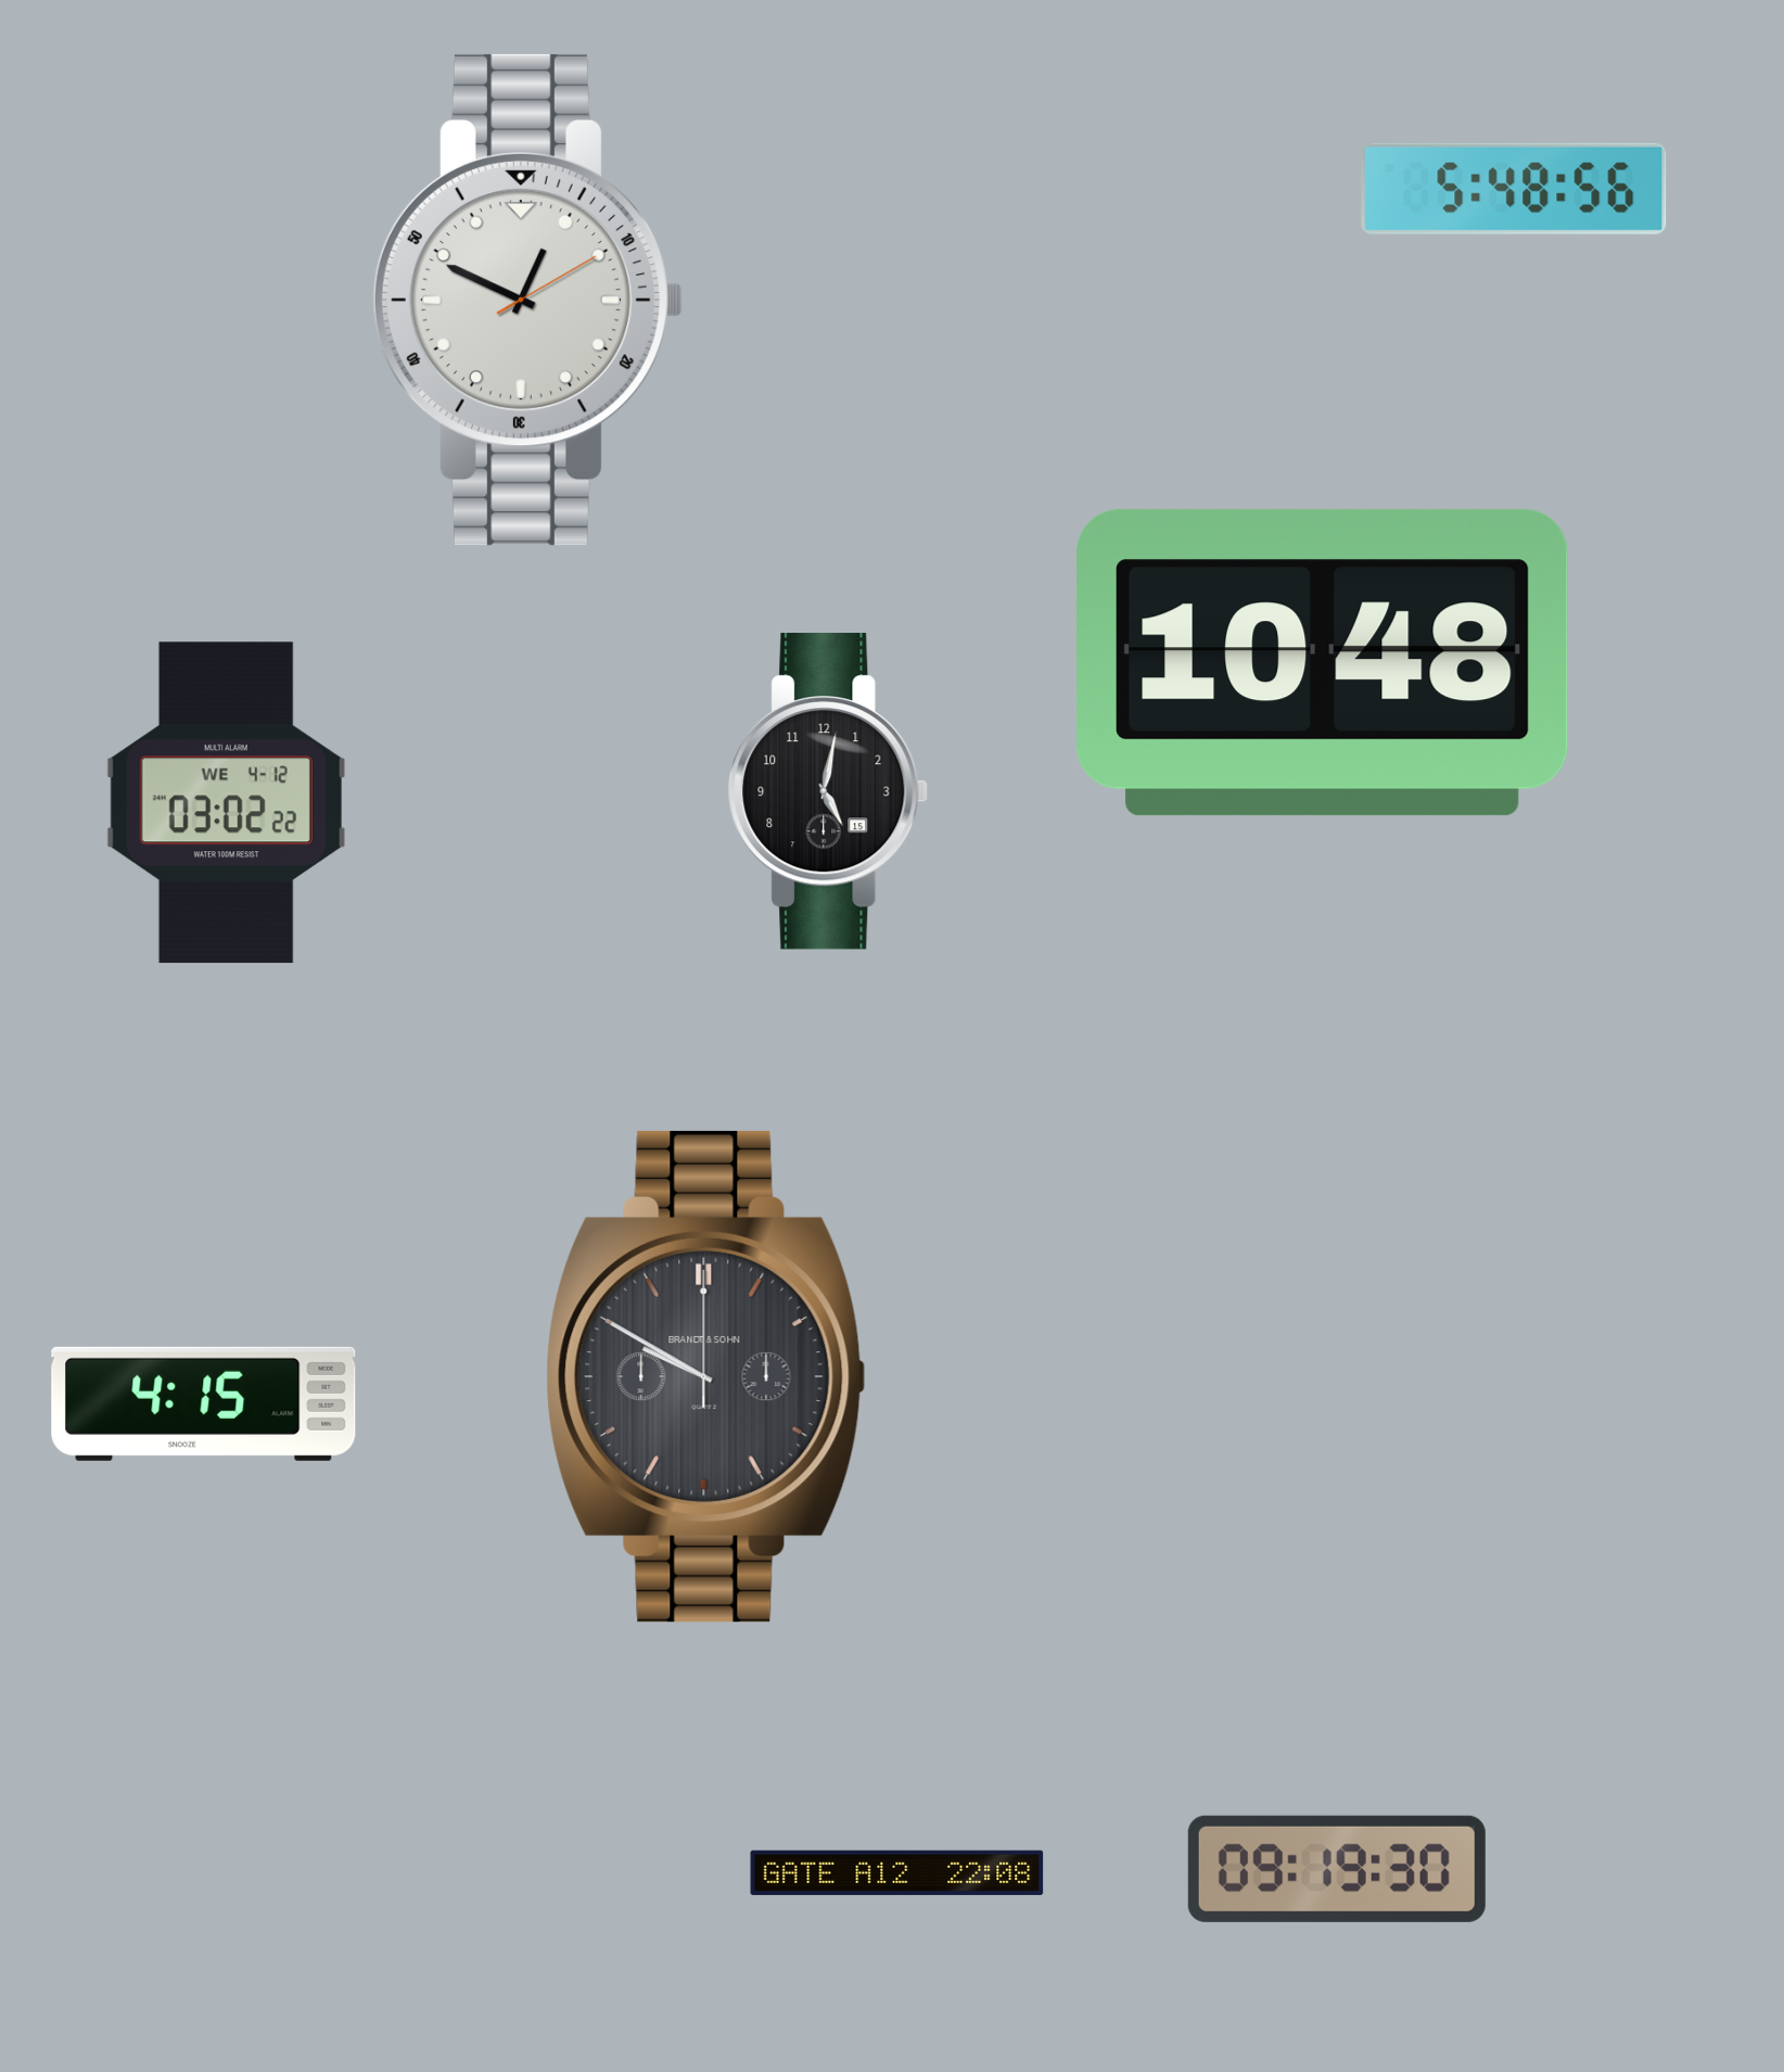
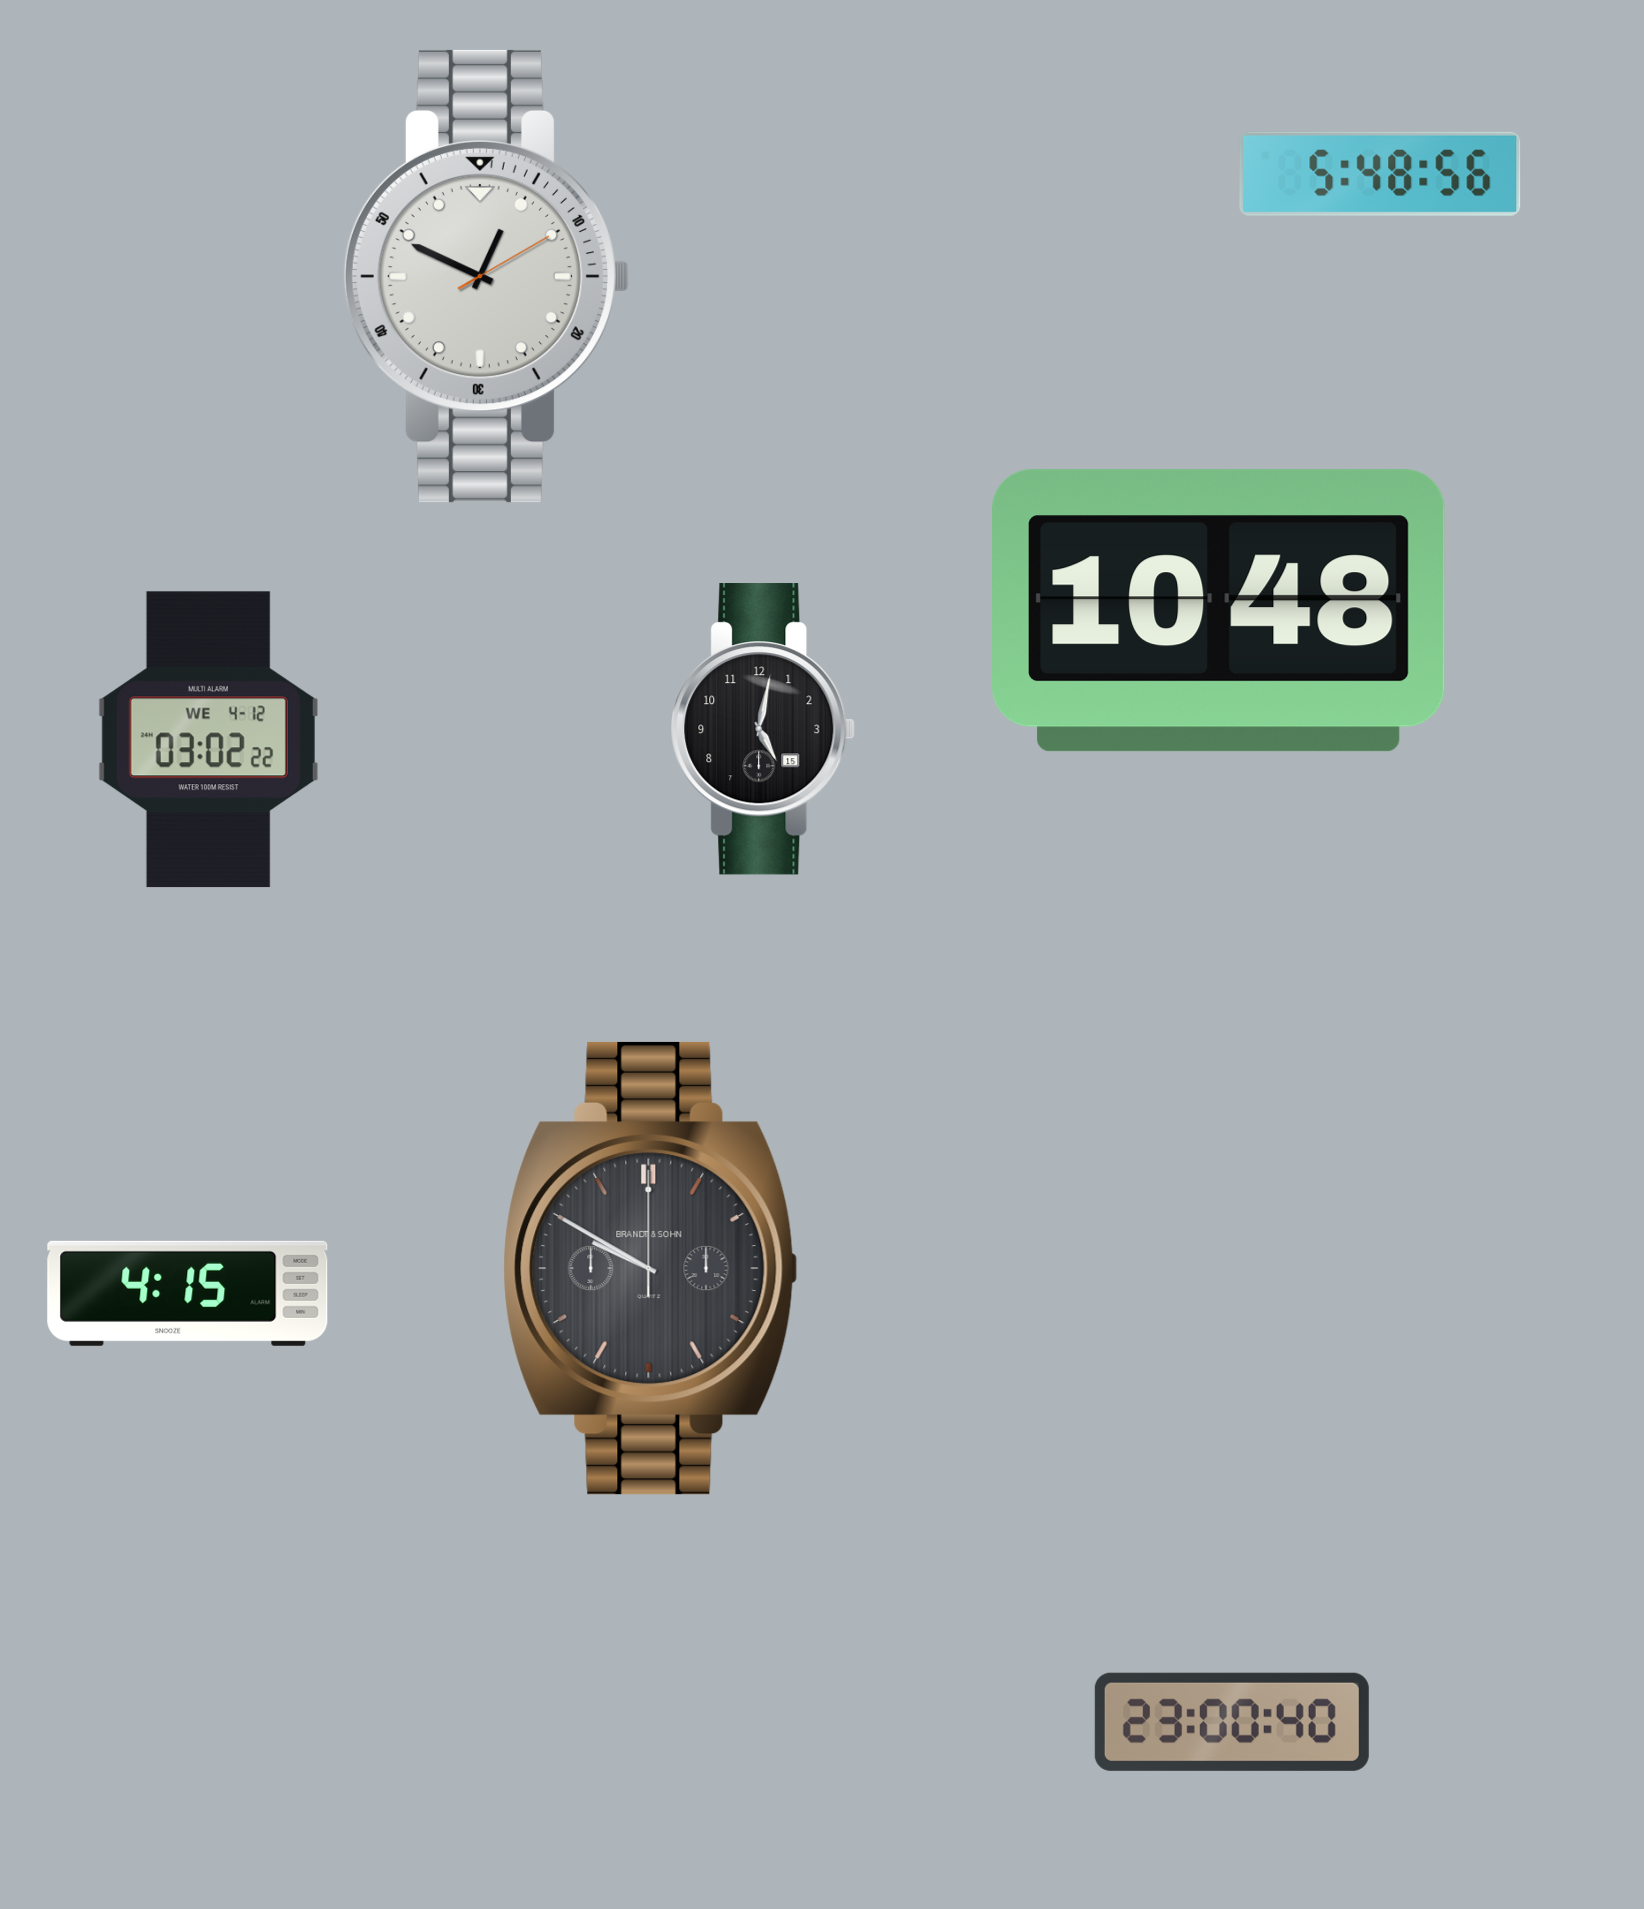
clock at (1514, 189) position: (1514, 189) -> (1380, 174)
clock at (1337, 1869): 09:19 -> 23:00
clock at (897, 1872): 22:08 -> none
